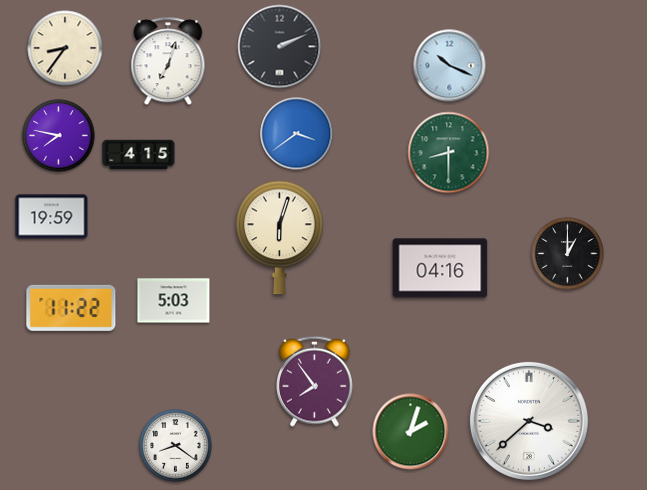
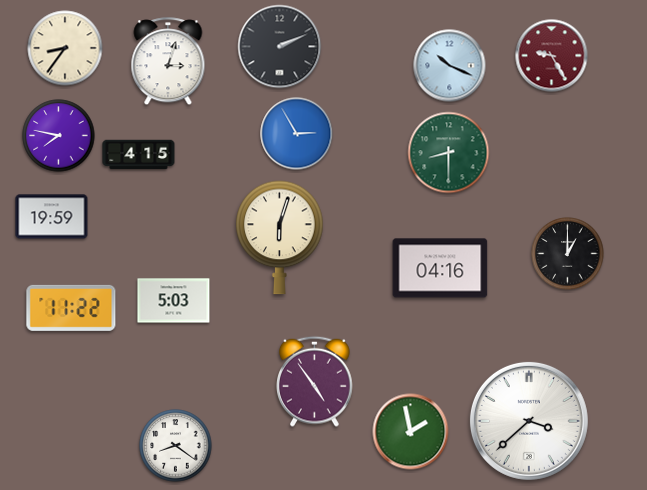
clock at (552, 56): none -> 9:25
clock at (168, 62): 7:03 -> 3:03
clock at (297, 134): 3:39 -> 2:55
clock at (315, 381): 7:54 -> 4:54
clock at (411, 432): 2:03 -> 1:58
